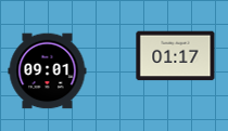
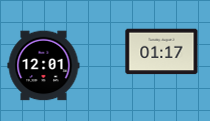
clock at (48, 71): 09:01 -> 12:01
